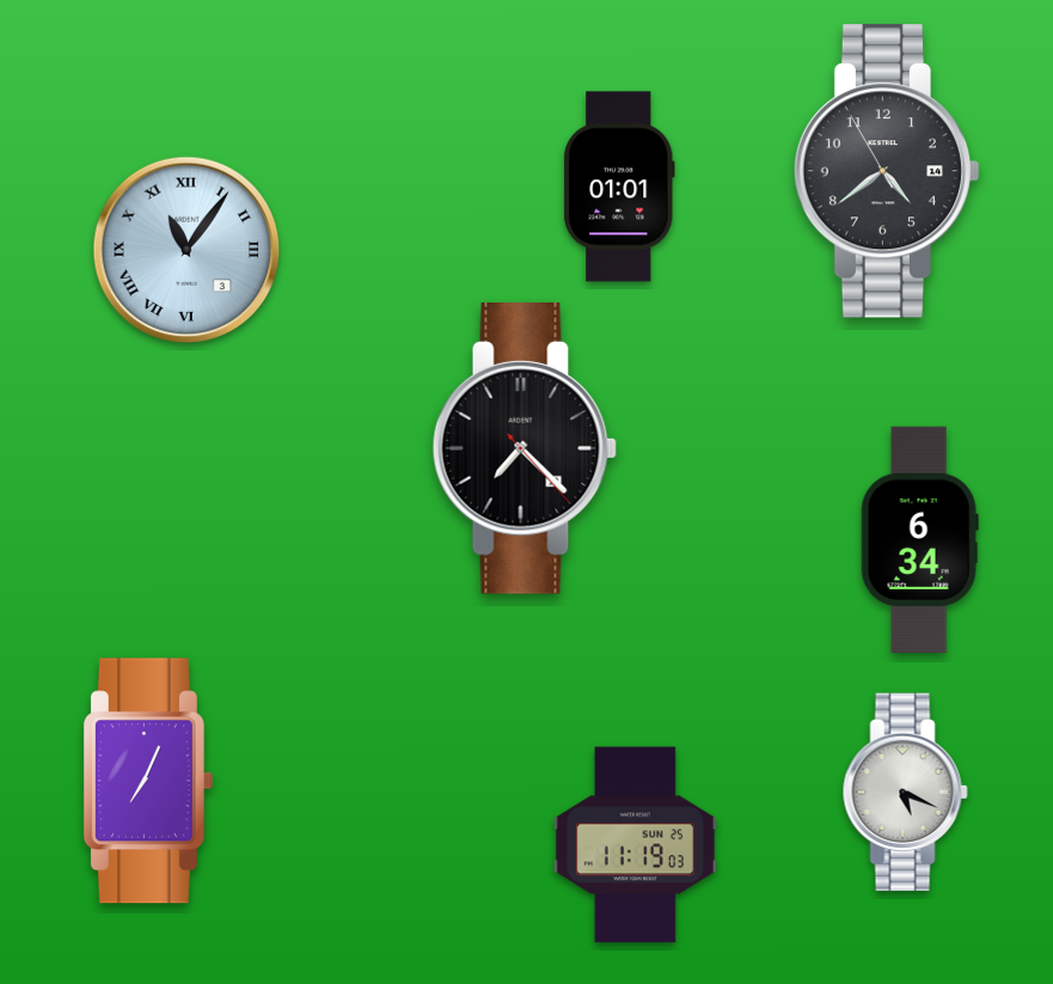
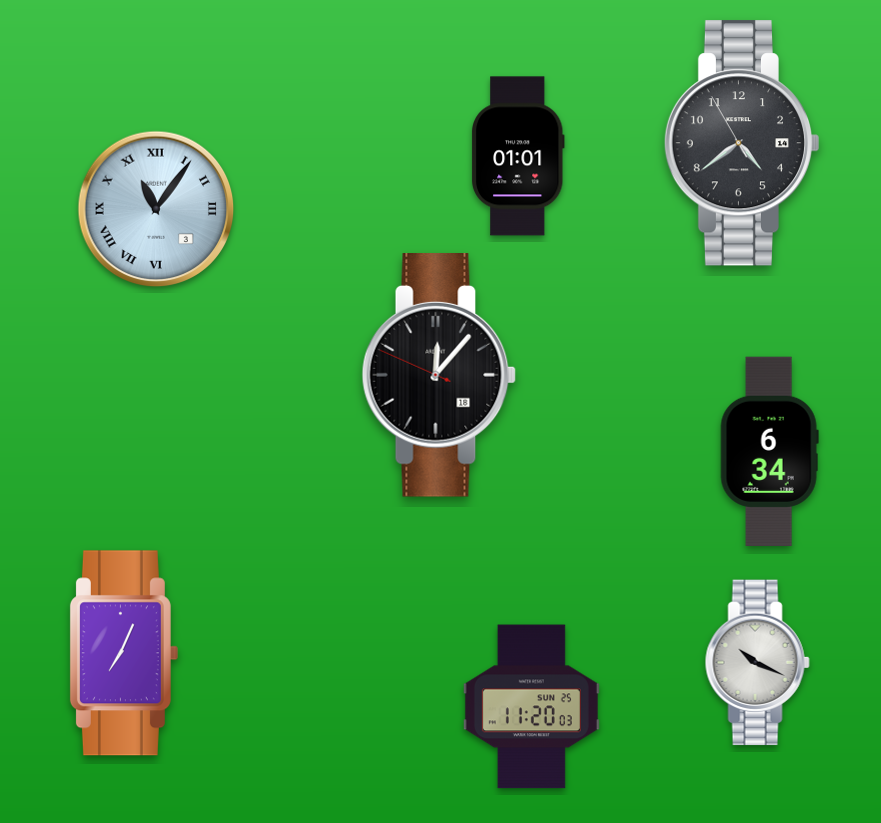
clock at (525, 450): 7:22 -> 12:06
clock at (905, 793): 5:19 -> 10:19
clock at (635, 845): 11:19 -> 11:20
